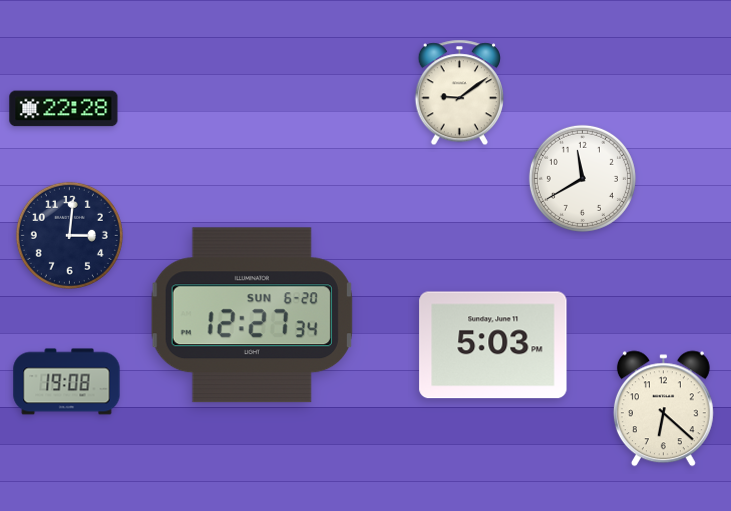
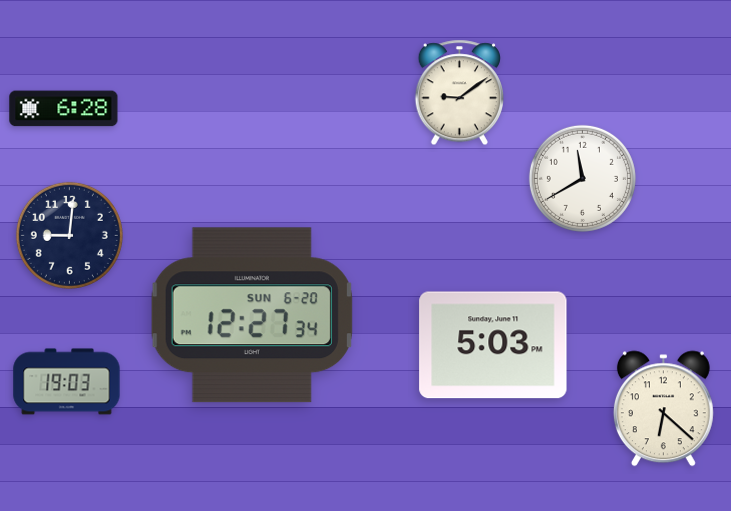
clock at (64, 109): 22:28 -> 6:28
clock at (69, 235): 3:01 -> 9:01
clock at (67, 382): 19:08 -> 19:03
